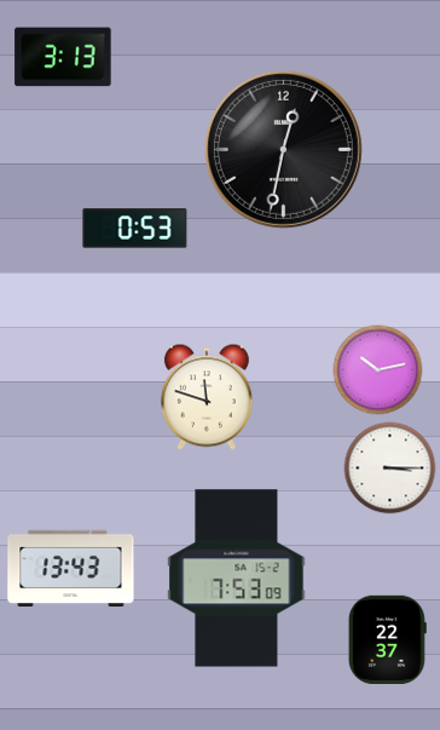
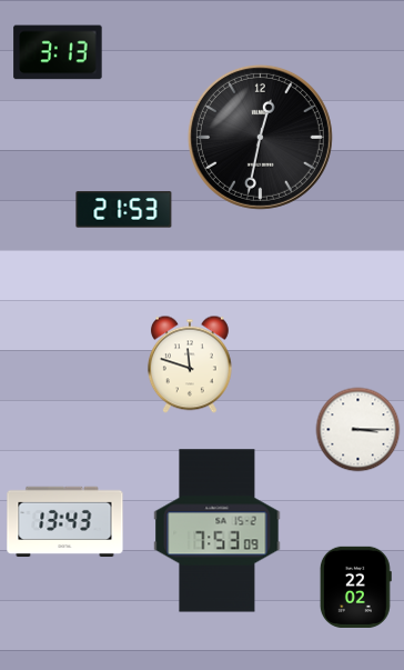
clock at (135, 229): 0:53 -> 21:53
clock at (378, 370): 10:13 -> none
clock at (387, 639): 22:37 -> 22:02
